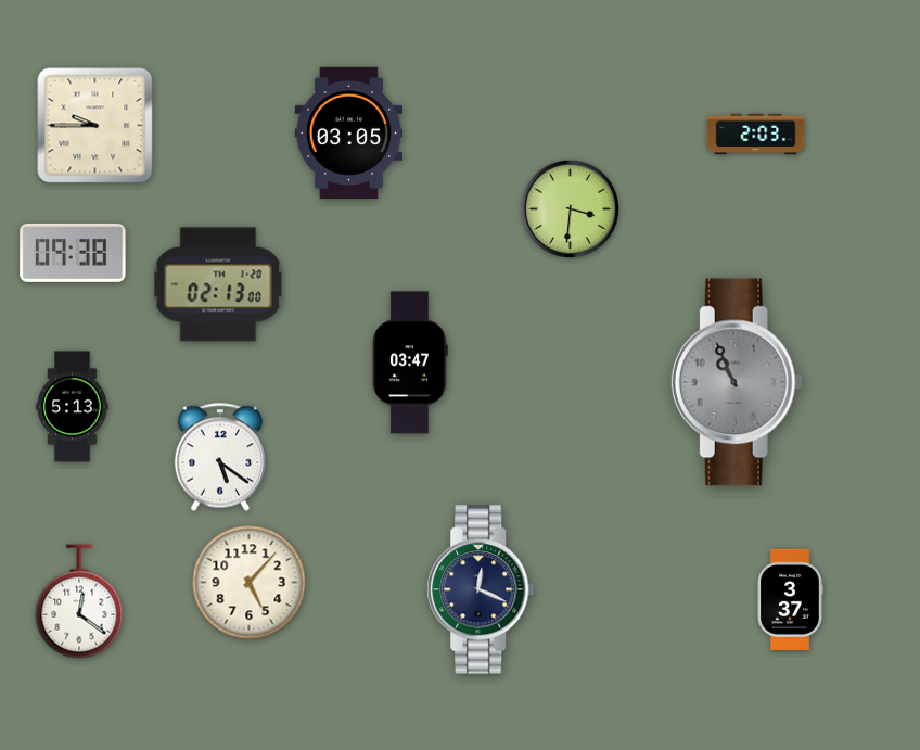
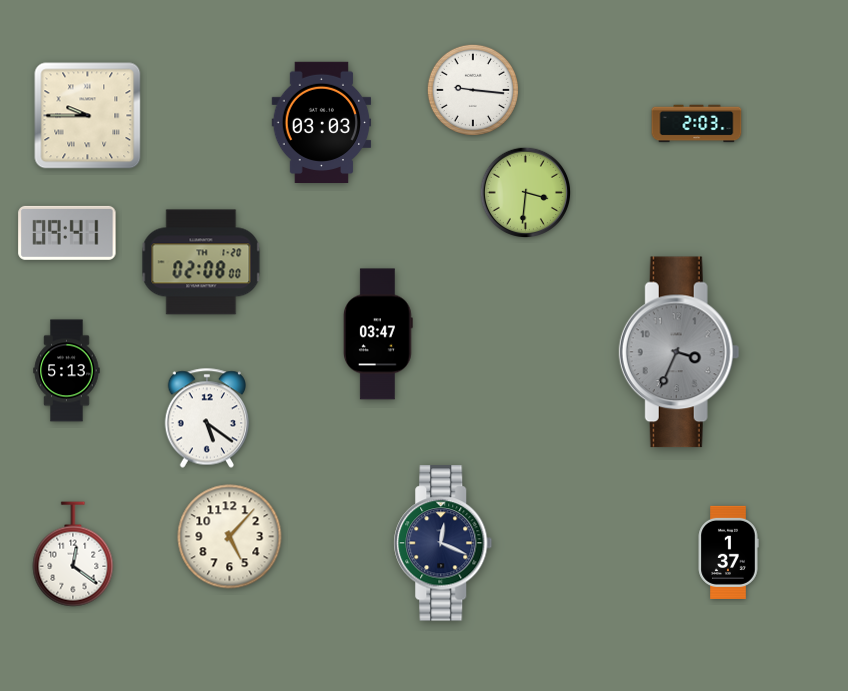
clock at (473, 90): none -> 9:16
clock at (349, 132): 03:05 -> 03:03
clock at (73, 253): 09:38 -> 09:41
clock at (218, 284): 02:13 -> 02:08
clock at (737, 382): 10:56 -> 3:34
clock at (73, 407) position: (73, 407) -> (67, 371)
clock at (220, 457) position: (220, 457) -> (207, 418)
clock at (790, 599): 3:37 -> 1:37
